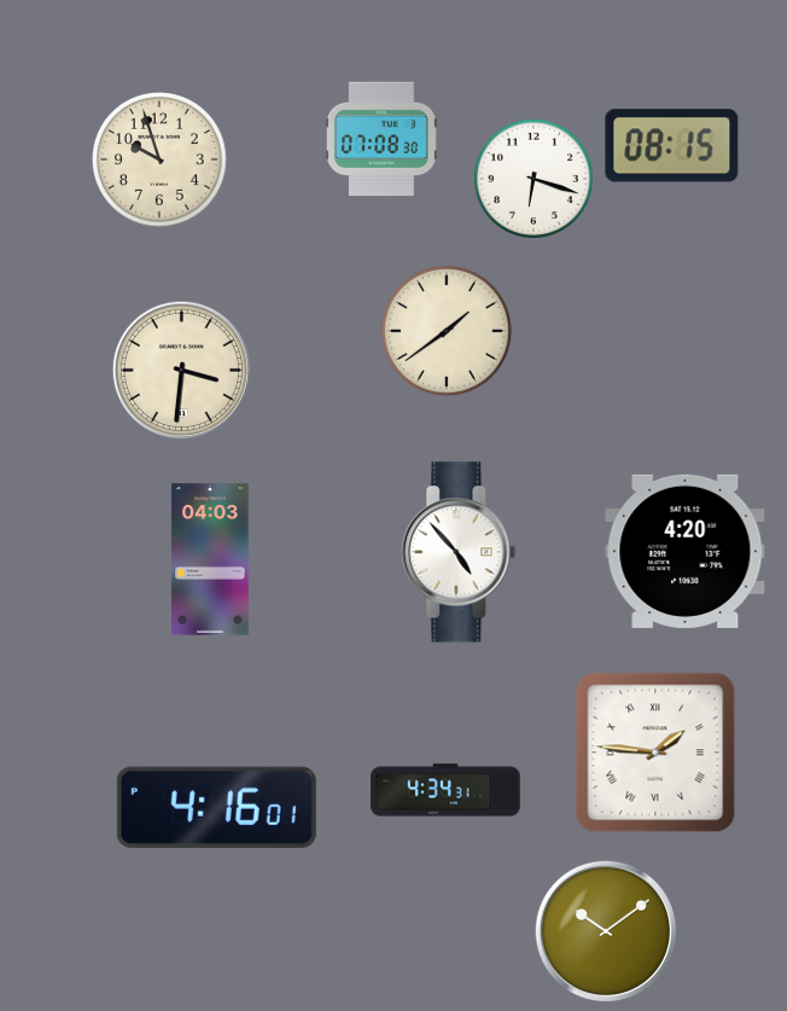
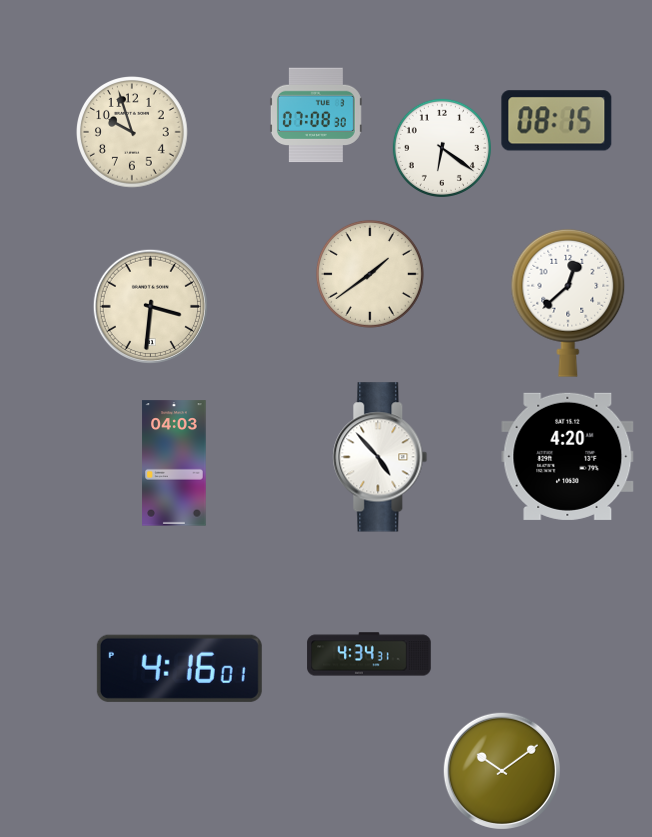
clock at (534, 179): 6:18 -> 6:21
clock at (568, 303): none -> 12:38
clock at (655, 753): 1:46 -> none
